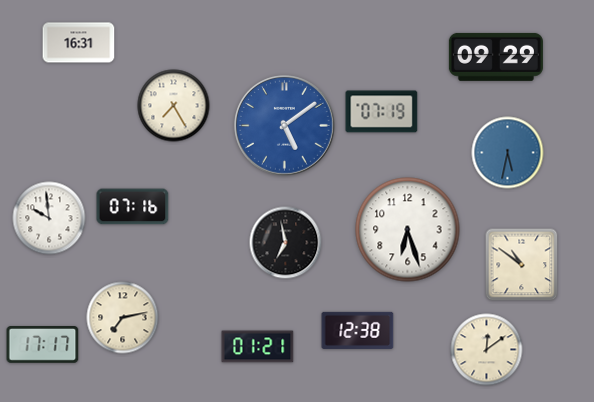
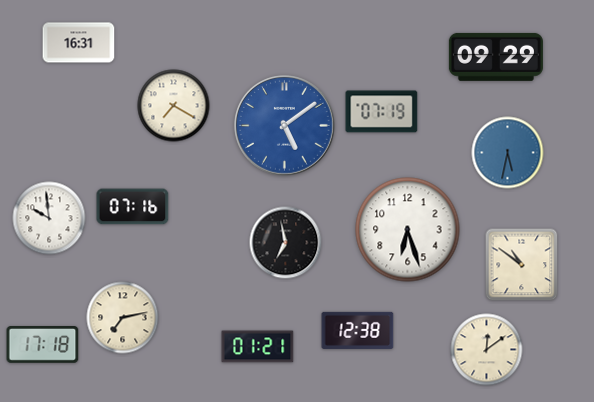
clock at (174, 106): 7:25 -> 7:20
clock at (43, 345): 17:17 -> 17:18
